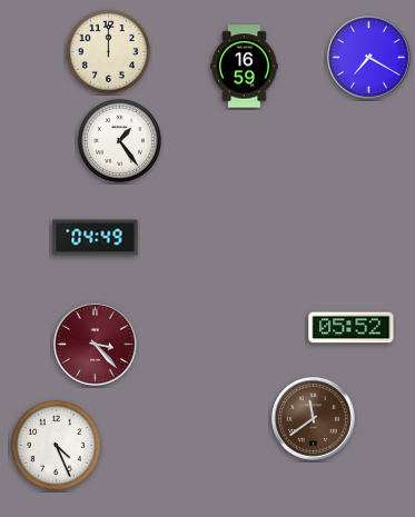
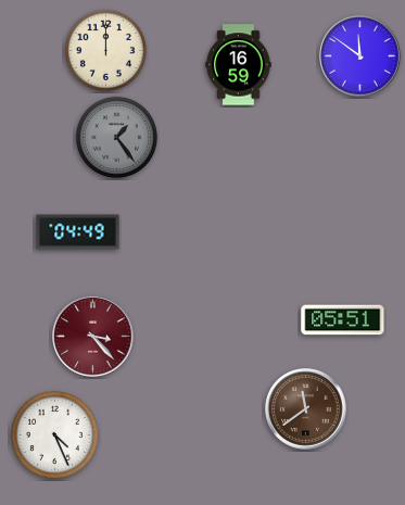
clock at (369, 58): 7:20 -> 11:51
clock at (119, 140) dial: white -> grey
clock at (96, 238) position: (96, 238) -> (78, 232)
clock at (352, 328): 05:52 -> 05:51
